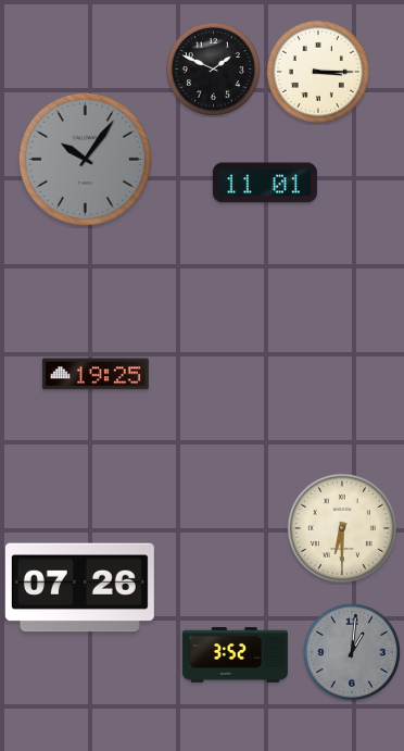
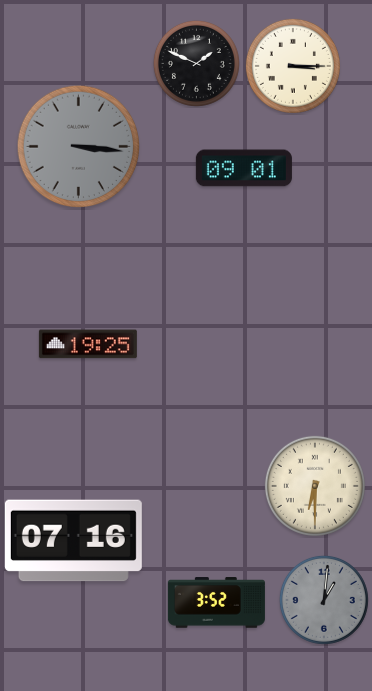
clock at (86, 160): 10:06 -> 3:16
clock at (265, 183): 11:01 -> 09:01
clock at (79, 588): 07:26 -> 07:16
